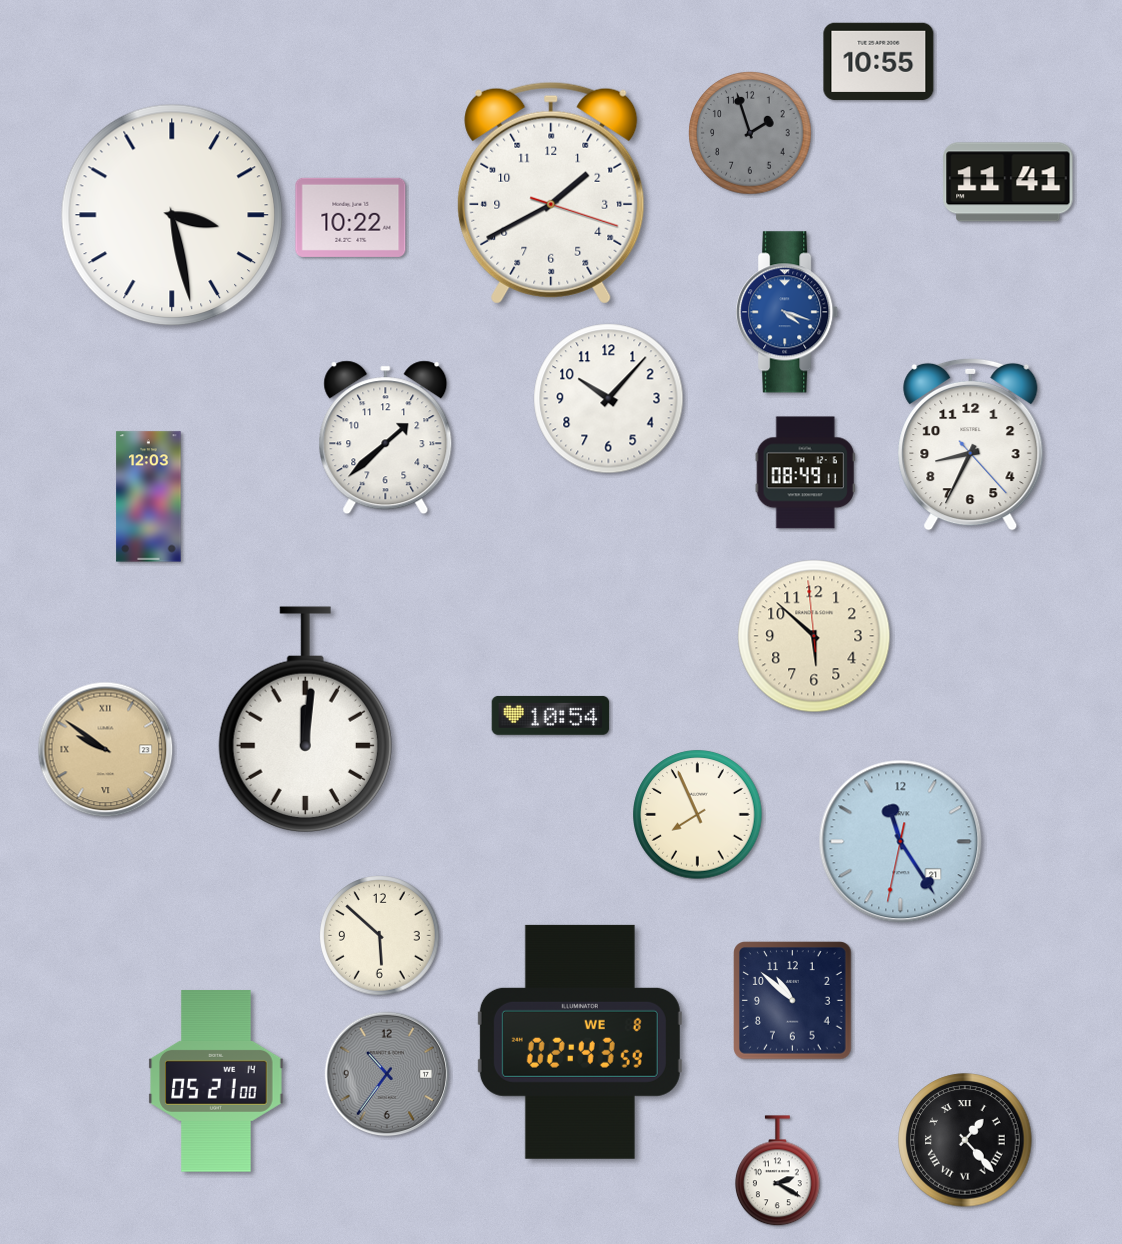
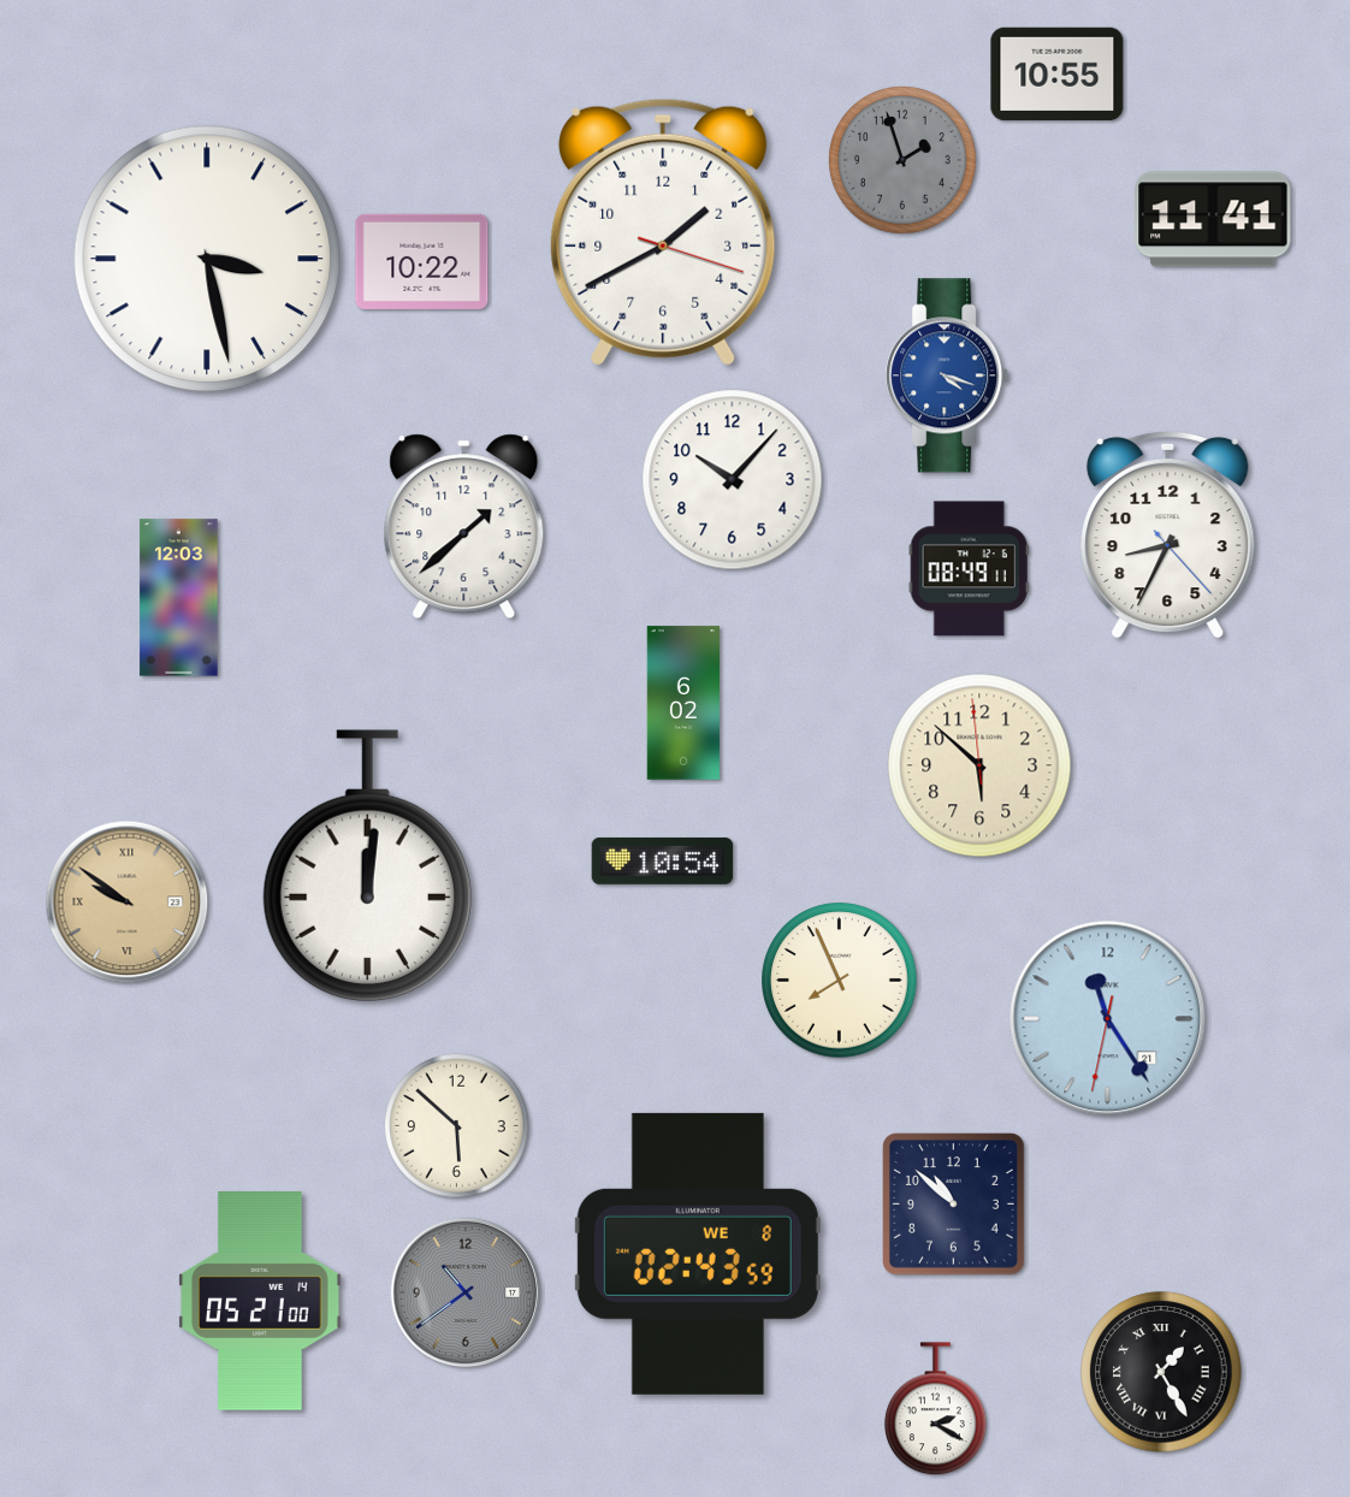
clock at (682, 703): none -> 6:02
clock at (901, 842) position: (901, 842) -> (1108, 1019)
clock at (387, 1074): 10:36 -> 10:39
clock at (965, 1140): 1:23 -> 1:25
